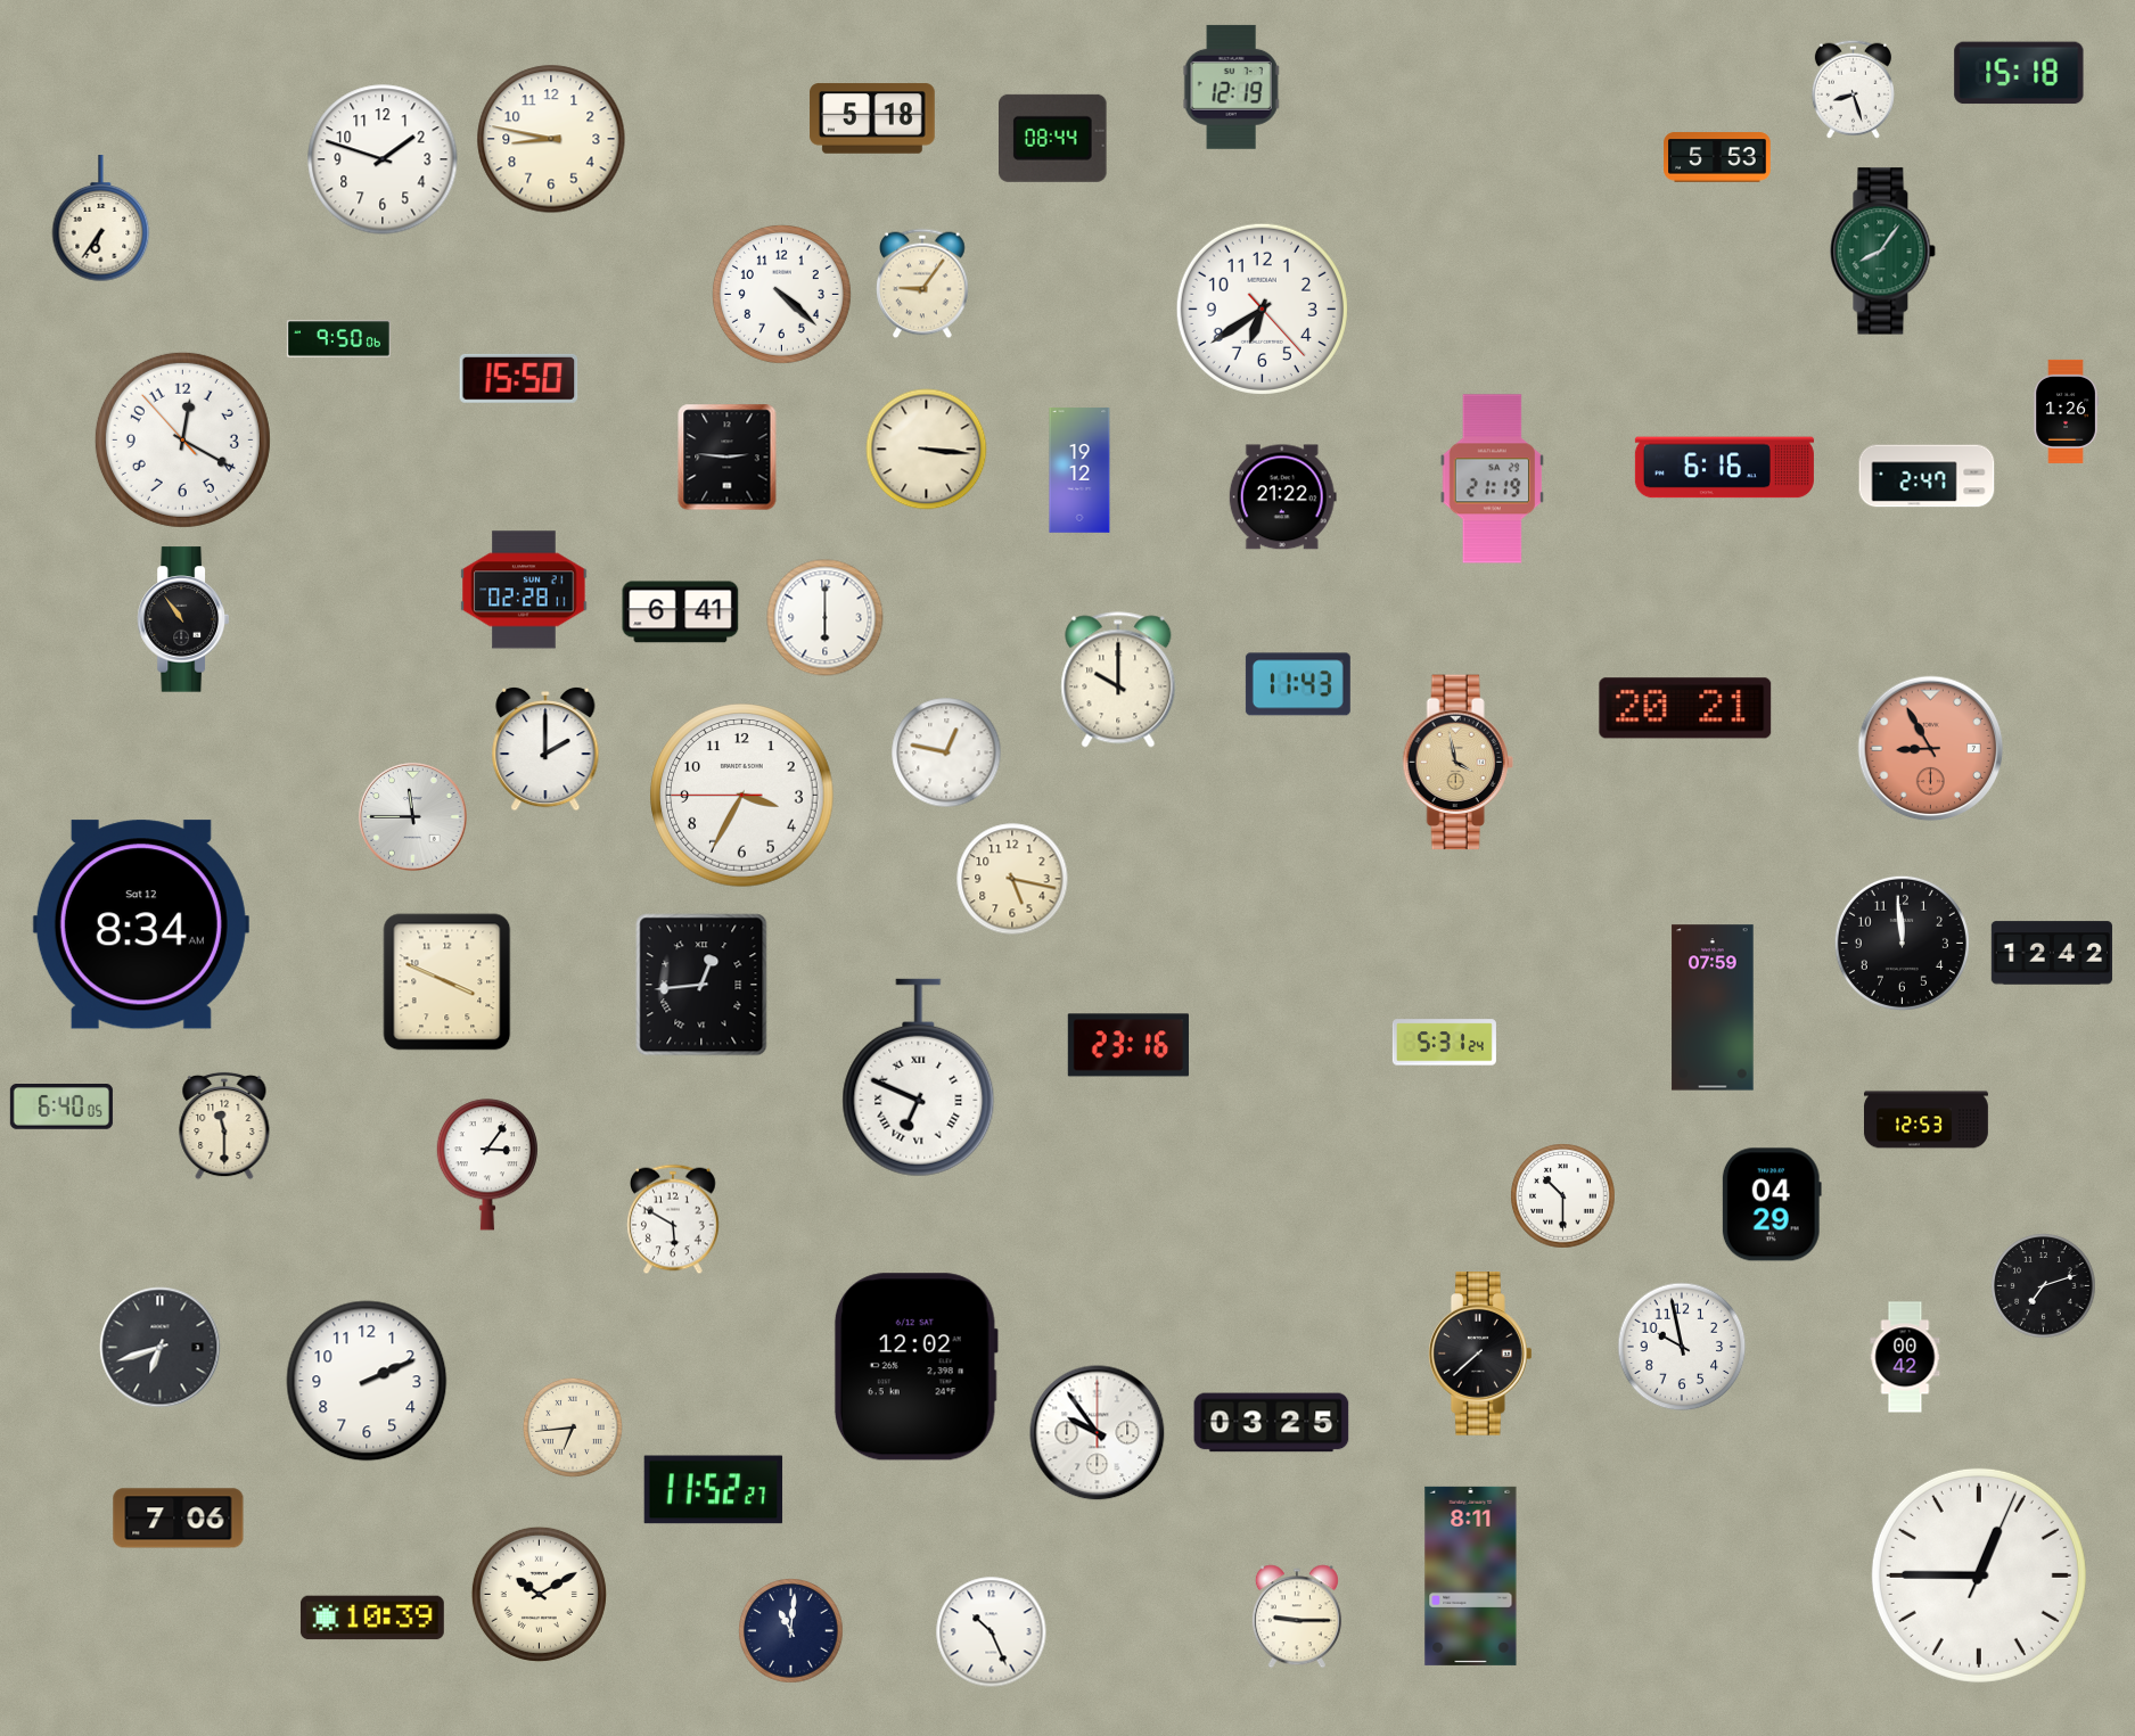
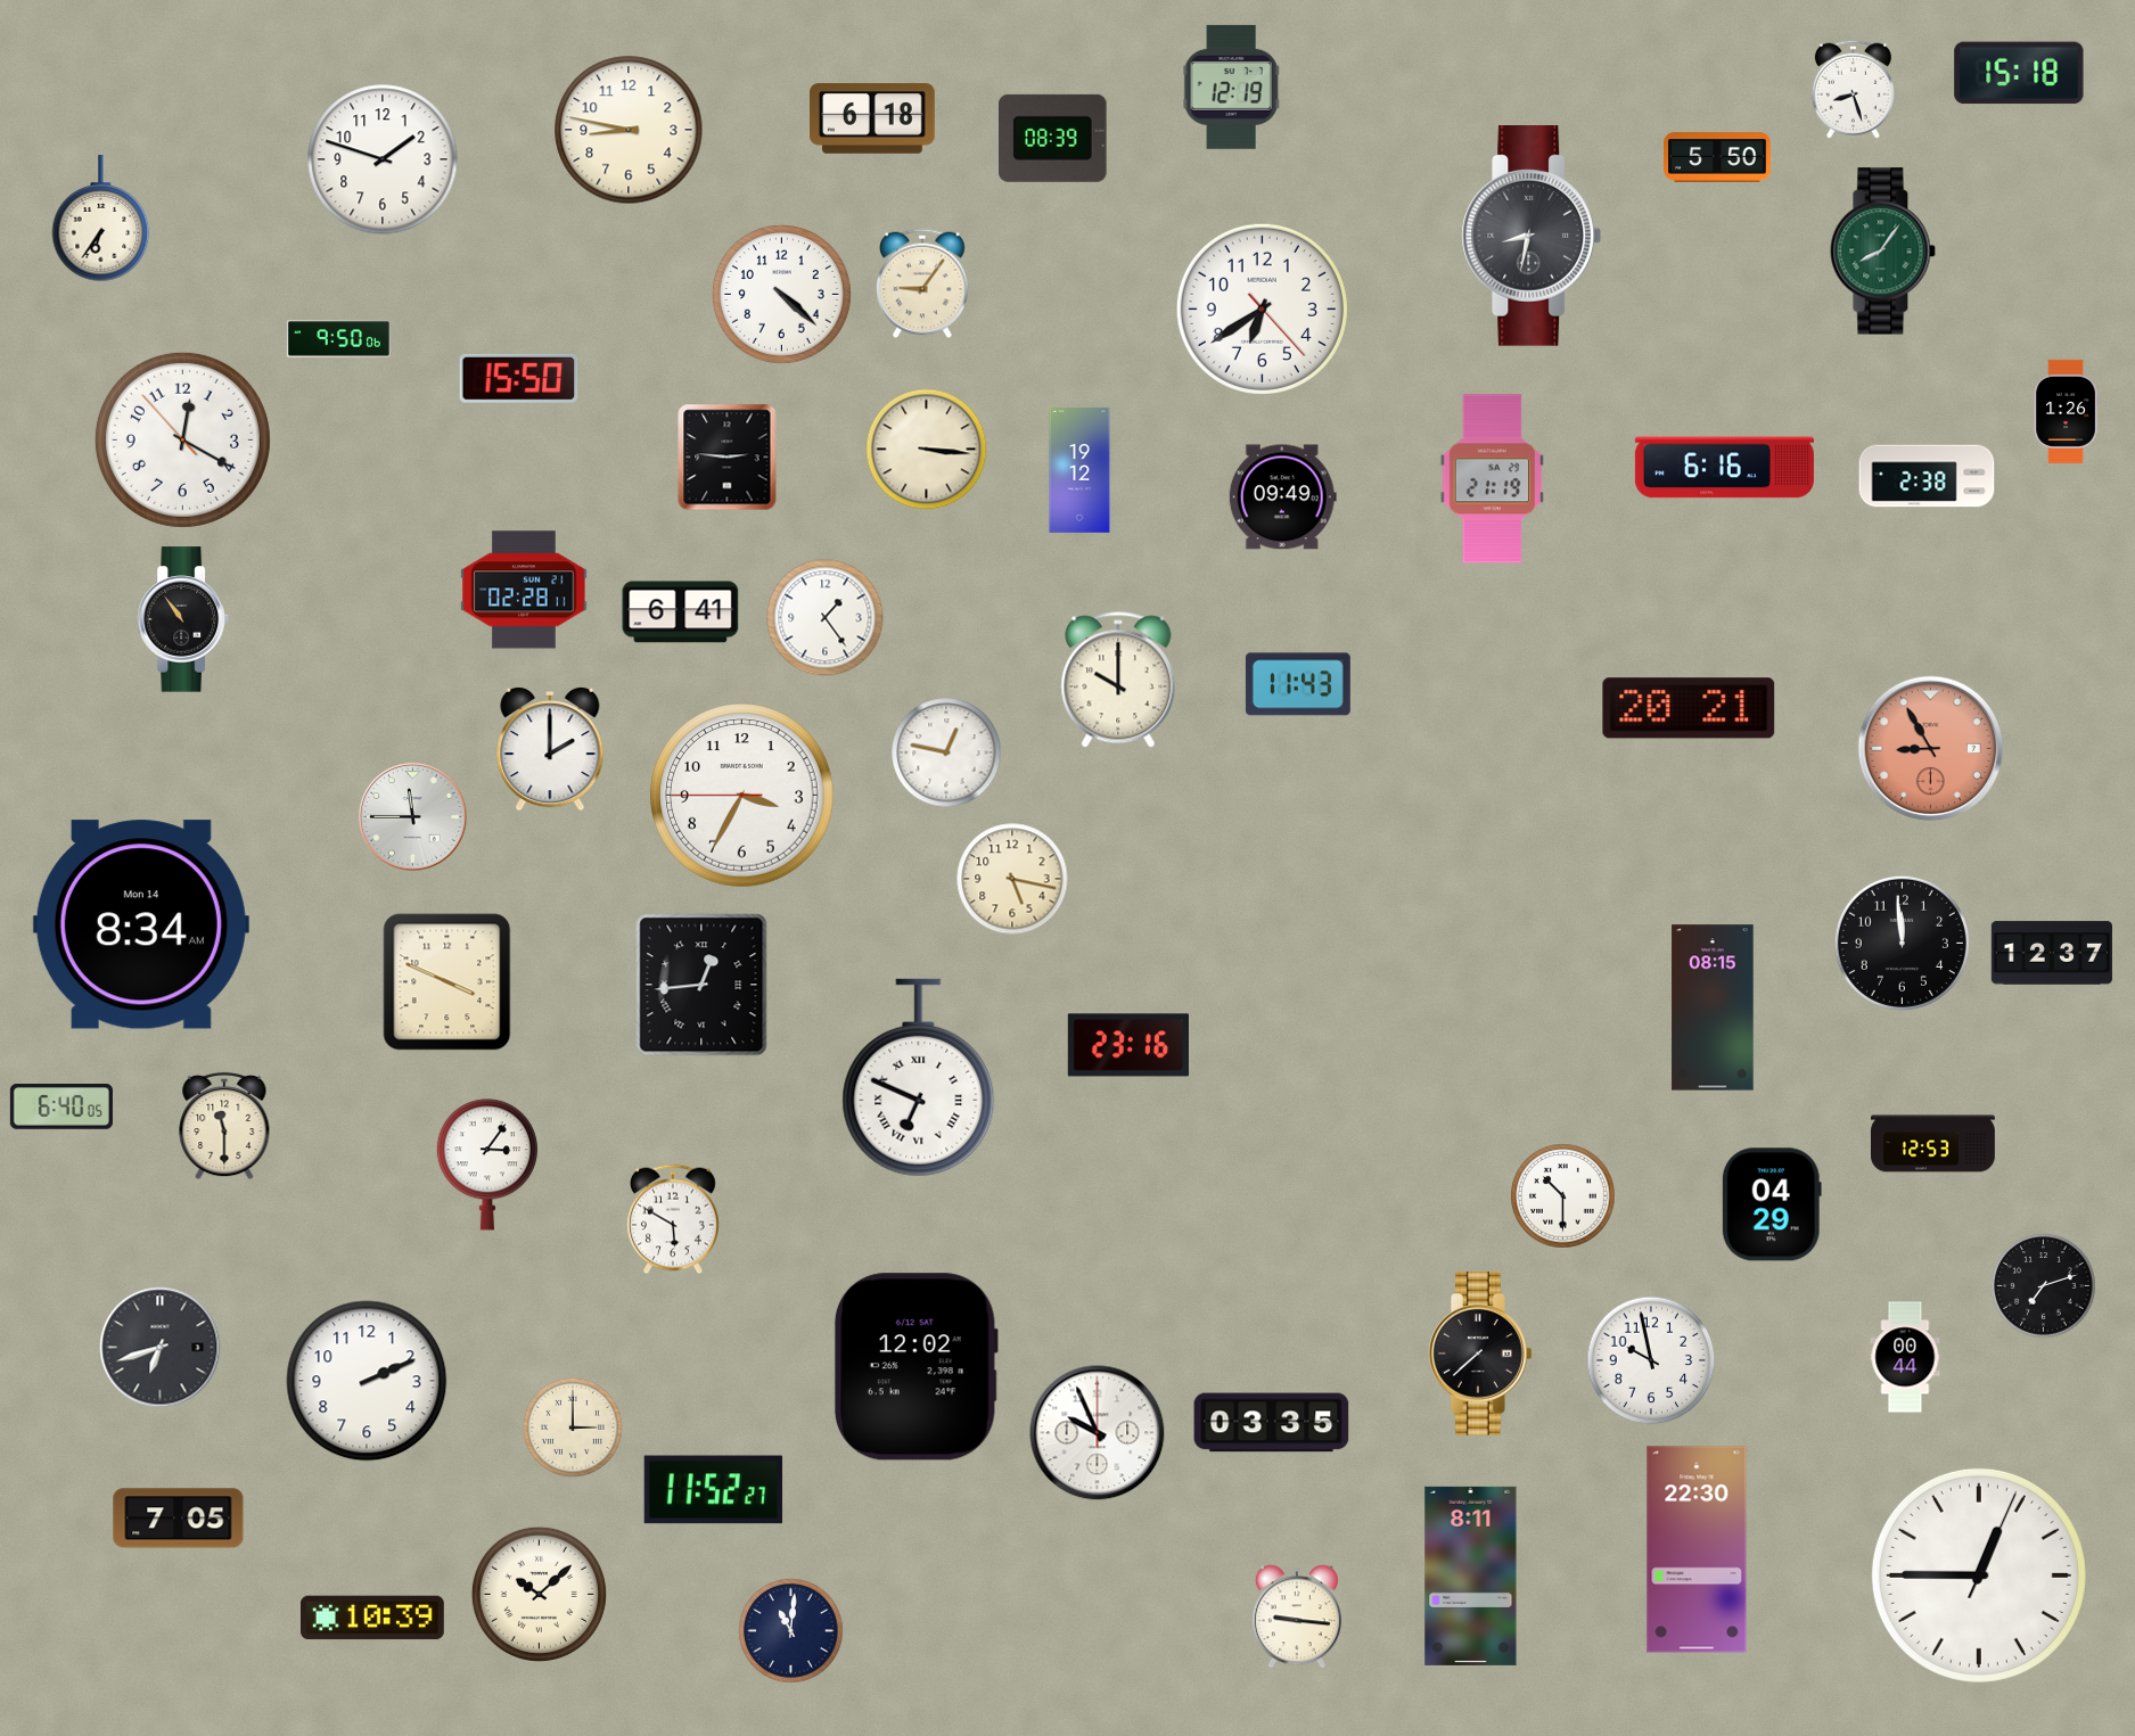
clock at (872, 118): 5:18 -> 6:18
clock at (1053, 138): 08:44 -> 08:39
clock at (551, 139) position: (551, 139) -> (629, 130)
clock at (1717, 157): 5:53 -> 5:50
clock at (1532, 237): none -> 8:32
clock at (1927, 476): 2:47 -> 2:38
clock at (1282, 497): 21:22 -> 09:49
clock at (826, 618): 6:00 -> 1:24
clock at (1685, 708) position: (1685, 708) -> (1689, 708)
clock at (545, 749) position: (545, 749) -> (550, 749)
clock at (1457, 763): 3:58 -> none
clock at (141, 924) date: Sat 12 -> Mon 14
clock at (2052, 953): 12:42 -> 12:37
clock at (1713, 1007): 07:59 -> 08:15
clock at (1444, 1043): 5:31 -> none
clock at (1927, 1120) position: (1927, 1120) -> (1933, 1144)
clock at (1682, 1347) position: (1682, 1347) -> (1651, 1360)
clock at (1905, 1357): 00:42 -> 00:44
clock at (1272, 1423): 03:25 -> 03:35
clock at (573, 1428): 6:44 -> 3:00
clock at (1098, 1433): 9:54 -> 9:56
clock at (179, 1519): 7:06 -> 7:05
clock at (1697, 1549): none -> 22:30
clock at (539, 1594): 10:10 -> 10:08
clock at (1297, 1616): 9:15 -> 9:16
clock at (992, 1632): 10:26 -> none
